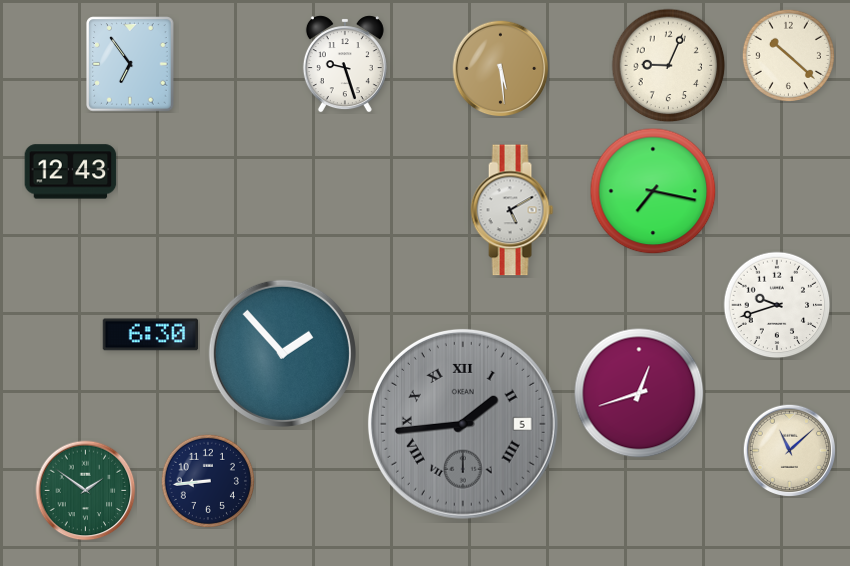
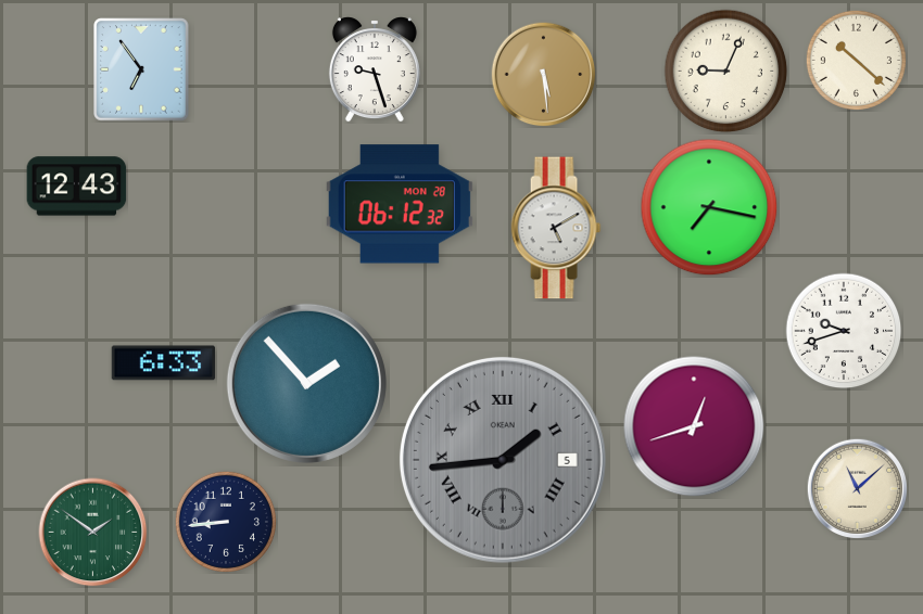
clock at (400, 204): none -> 06:12
clock at (151, 335): 6:30 -> 6:33
